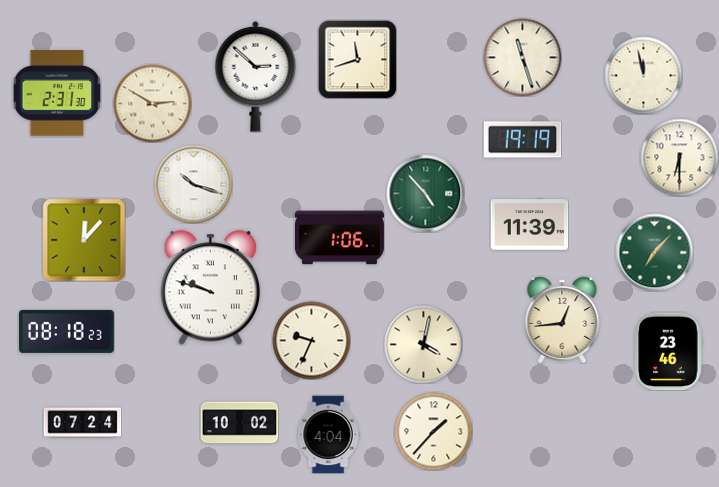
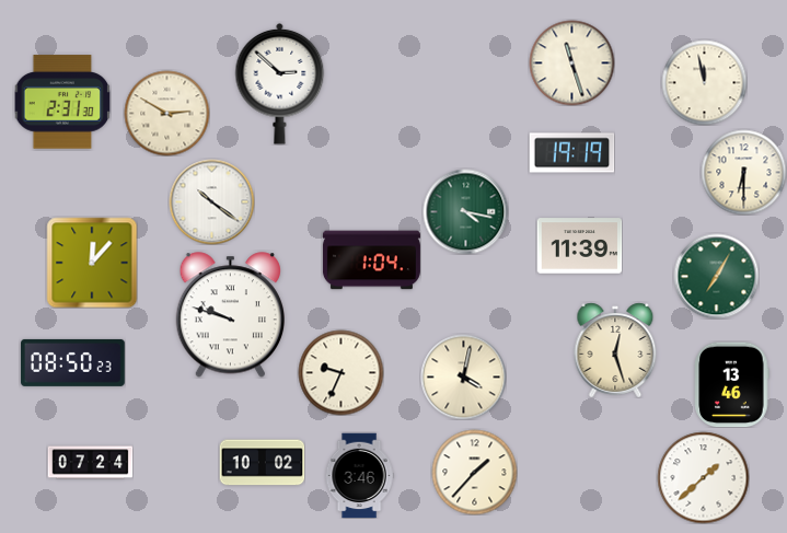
clock at (357, 59): 11:42 -> none
clock at (193, 184): 10:18 -> 10:21
clock at (425, 193): 4:53 -> 4:17
clock at (339, 238): 1:06 -> 1:04
clock at (654, 252): 7:07 -> 7:05
clock at (562, 320): 12:44 -> 12:27
clock at (67, 331): 08:18 -> 08:50
clock at (669, 351): 23:46 -> 13:46
clock at (328, 434): 4:04 -> 3:46
clock at (703, 477): none -> 1:38
